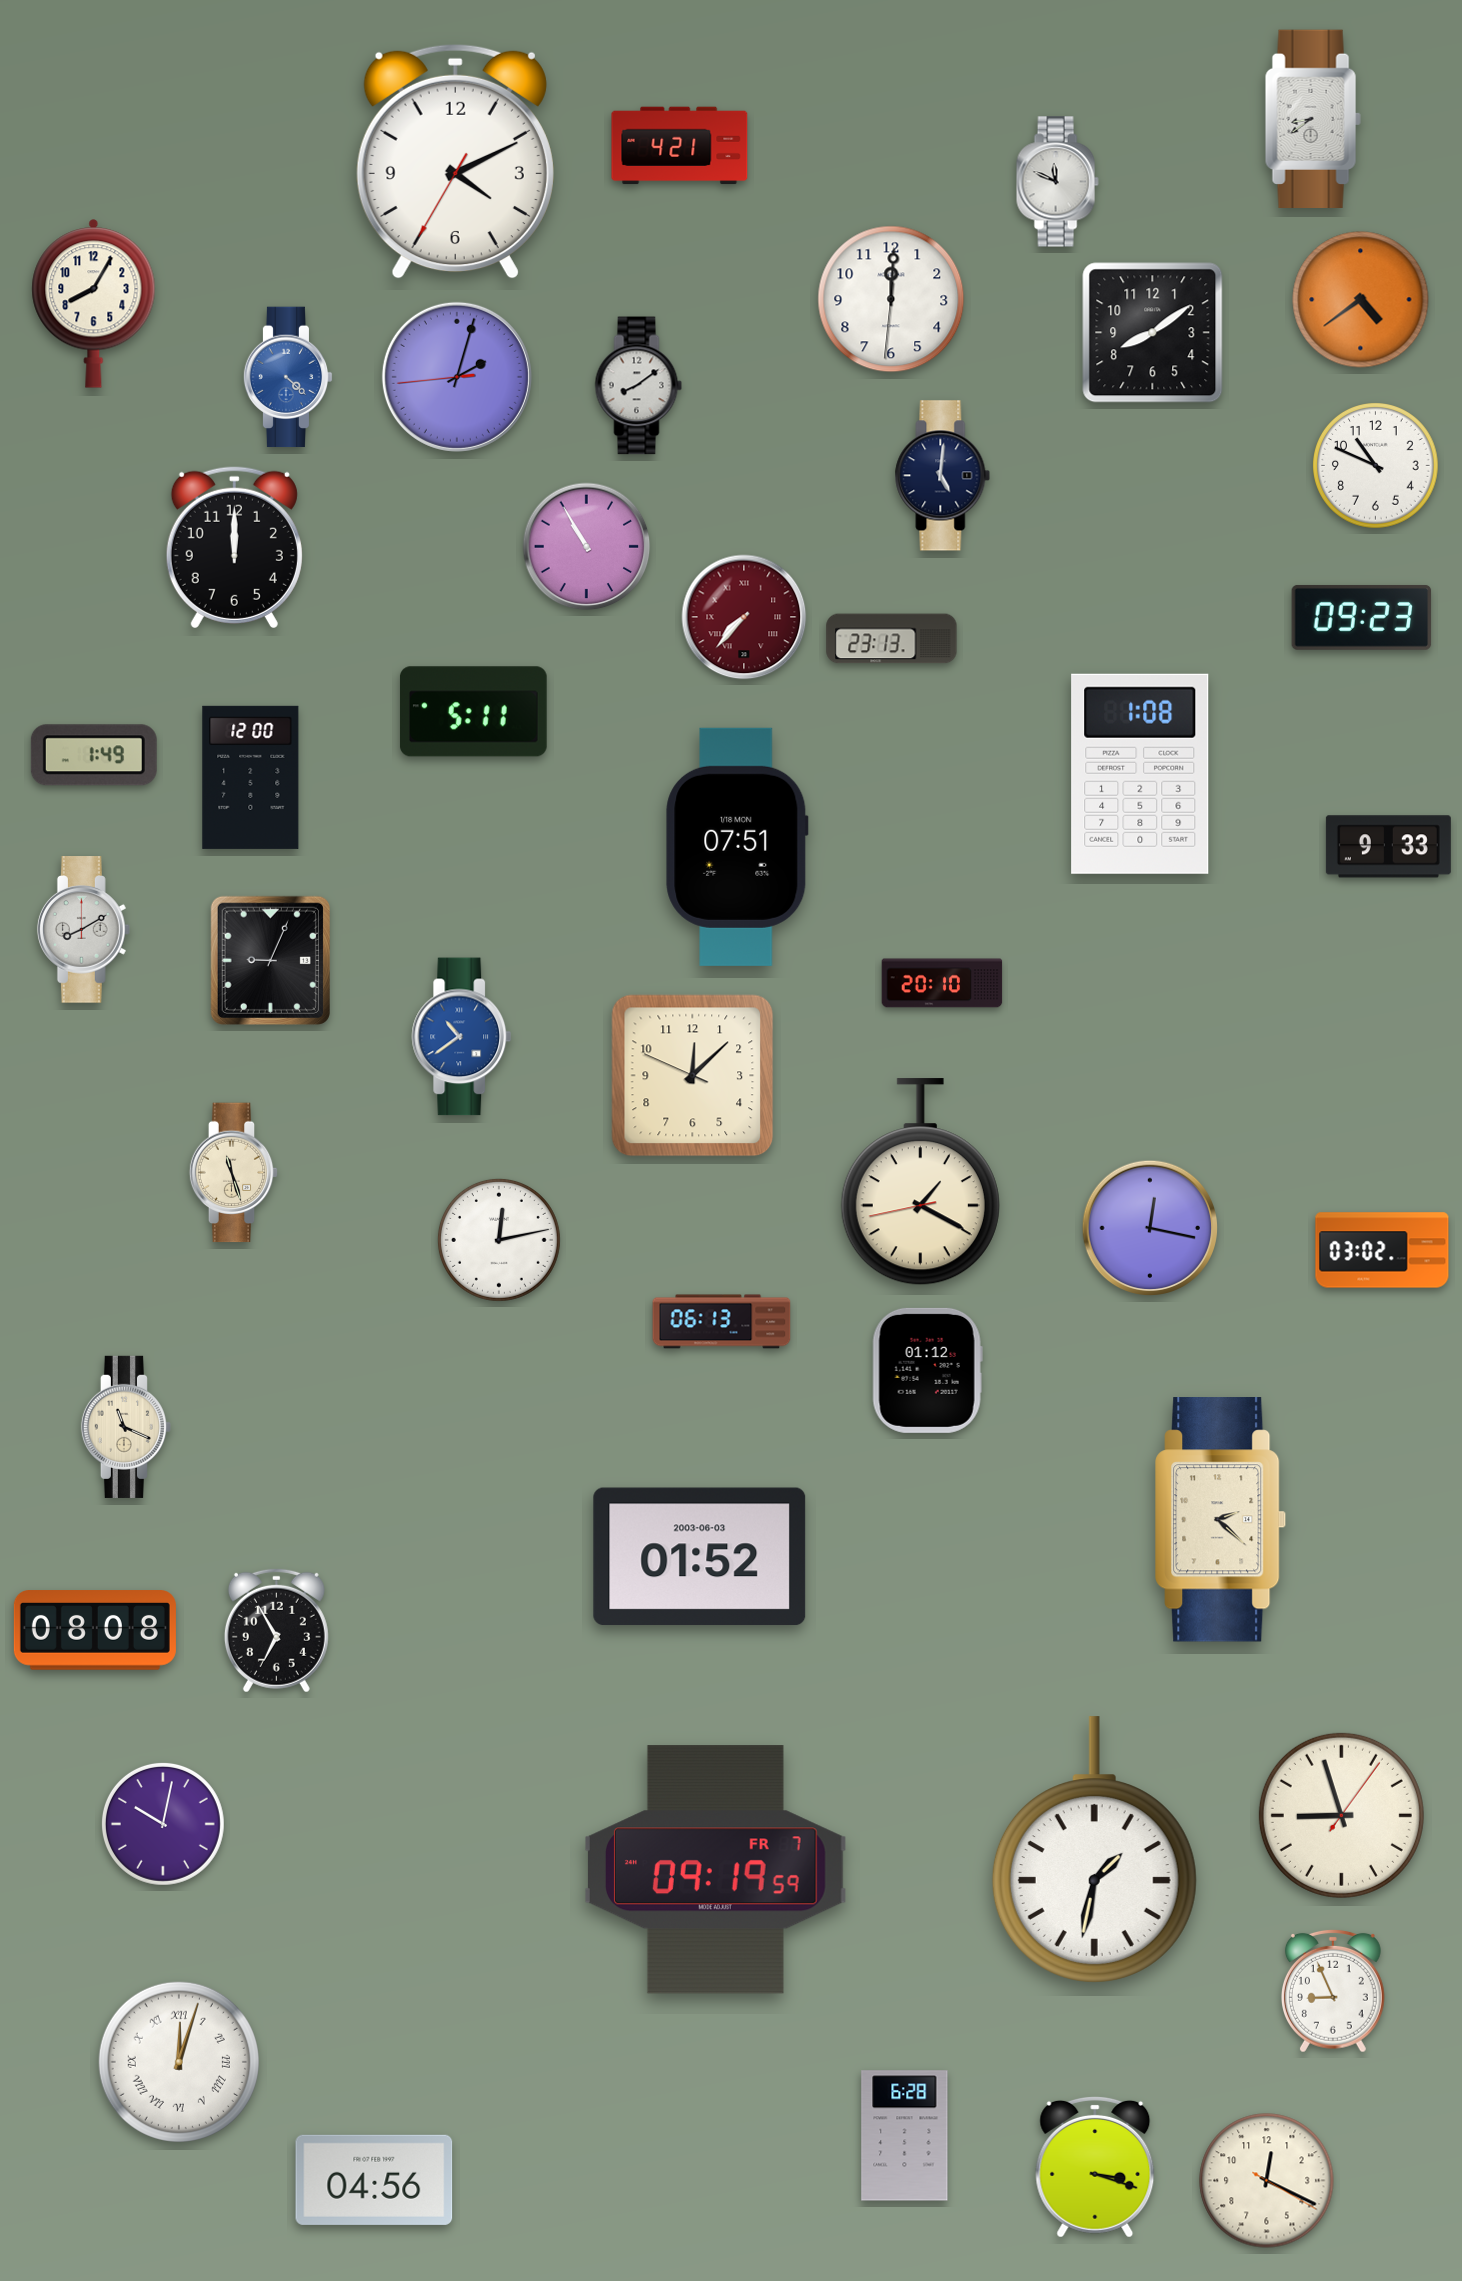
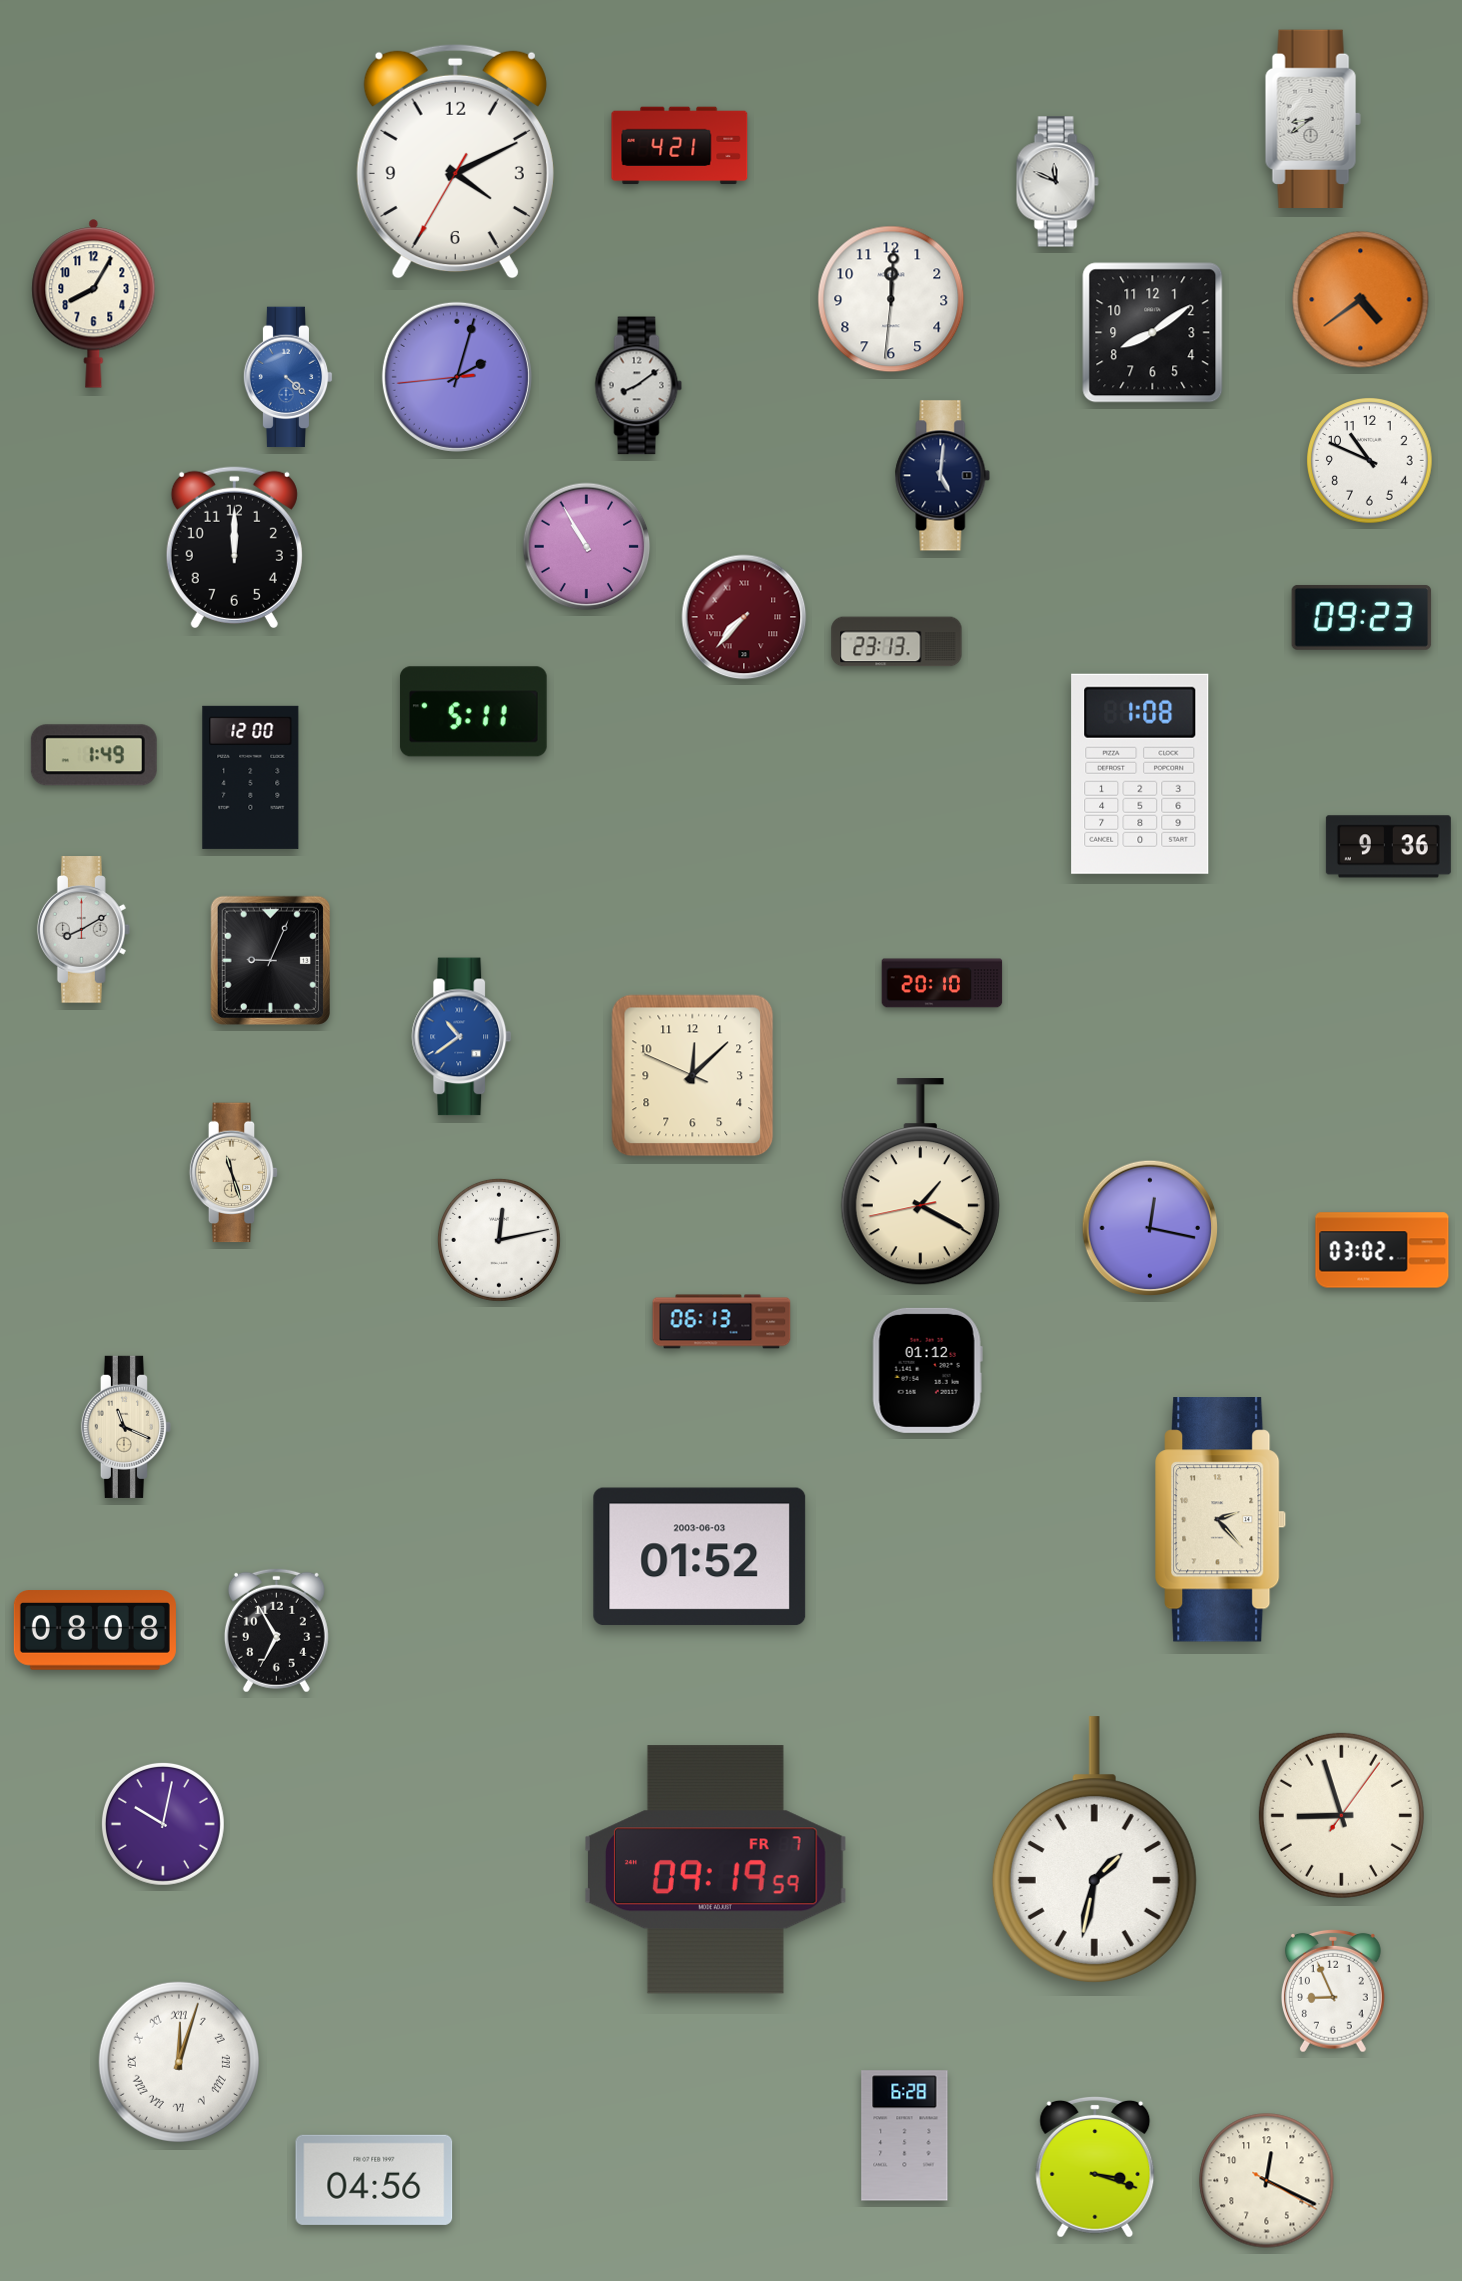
clock at (1376, 466) position: (1376, 466) -> (1370, 461)
clock at (892, 639) position: (892, 639) -> (897, 642)
clock at (737, 847): 07:51 -> none
clock at (1388, 847): 9:33 -> 9:36
clock at (1221, 1520): 2:22 -> 2:23
